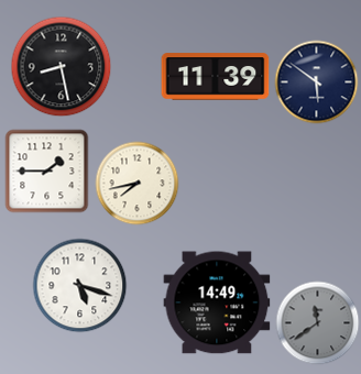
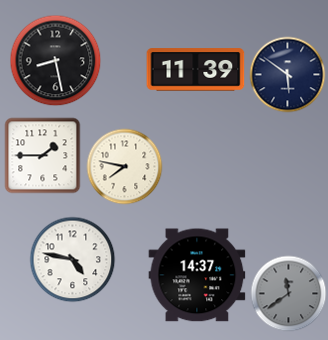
clock at (138, 184): 7:43 -> 7:47
clock at (80, 286): 5:18 -> 4:47
clock at (217, 302): 14:49 -> 14:37
